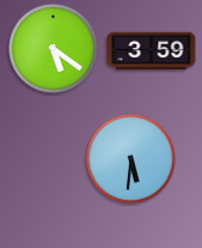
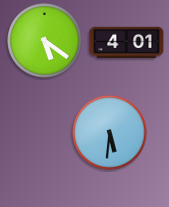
clock at (152, 52): 3:59 -> 4:01
